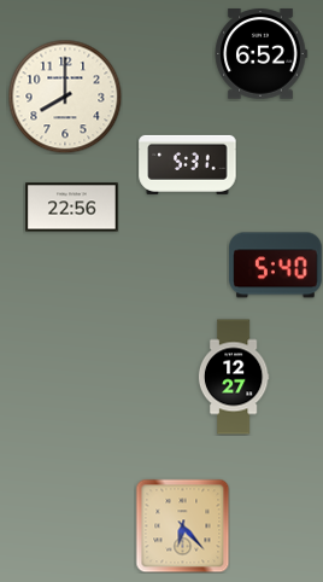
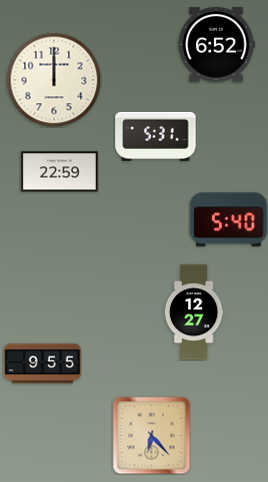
clock at (65, 97): 8:00 -> 12:00
clock at (72, 208): 22:56 -> 22:59
clock at (43, 364): none -> 9:55
